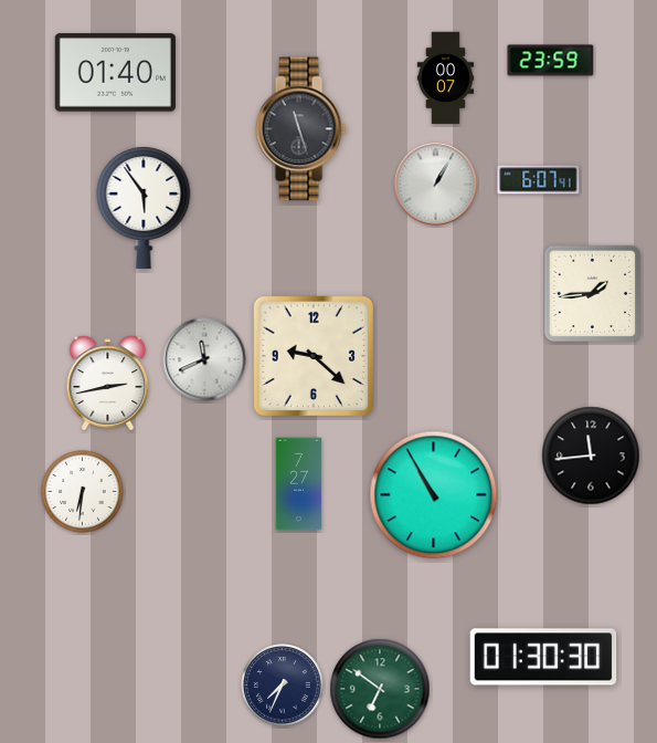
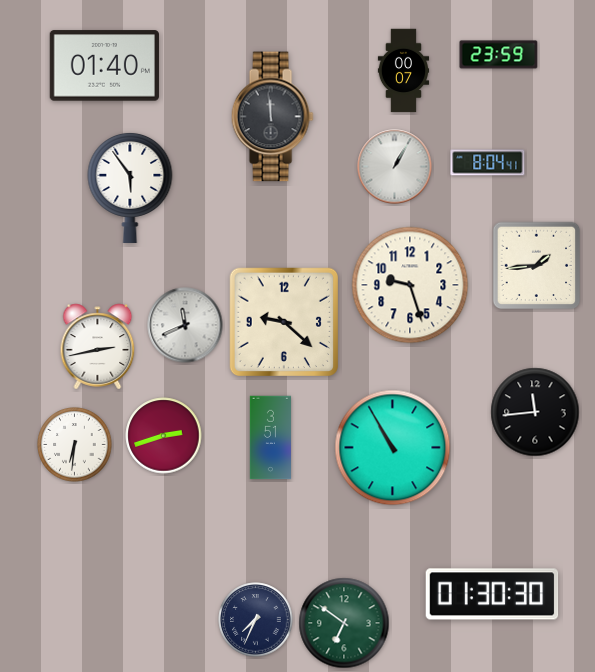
clock at (300, 129): 11:27 -> 11:59
clock at (539, 180): 6:07 -> 8:04
clock at (410, 285): none -> 9:27
clock at (164, 436): none -> 2:42
clock at (299, 484): 7:27 -> 3:51
